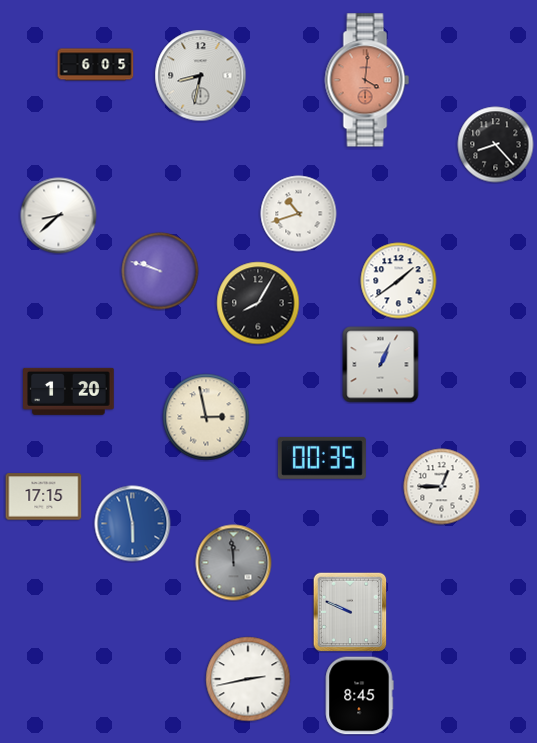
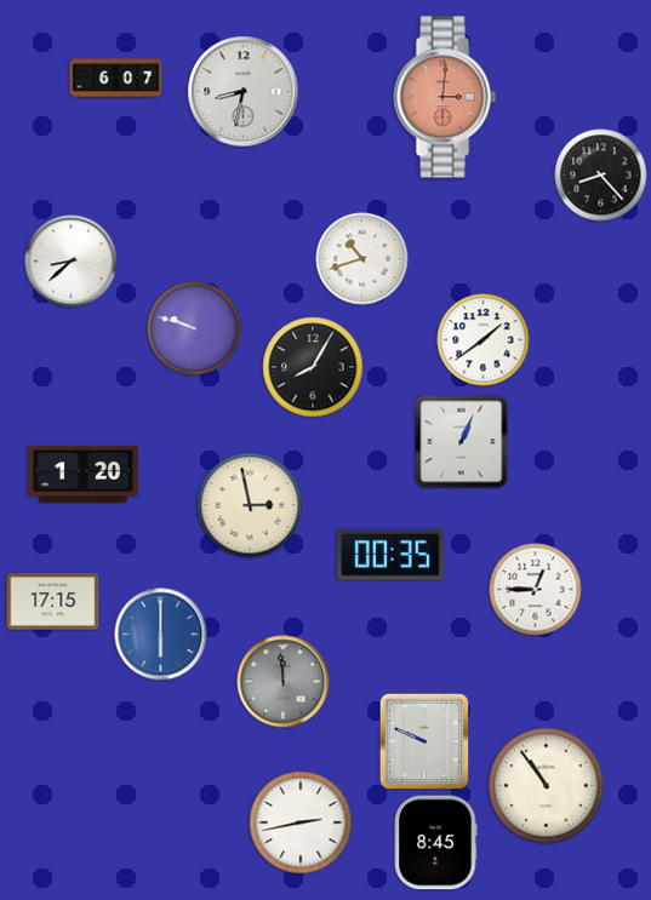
clock at (96, 65): 6:05 -> 6:07
clock at (367, 80): 4:01 -> 3:01
clock at (133, 524): 5:58 -> 6:00
clock at (547, 786): none -> 10:54
